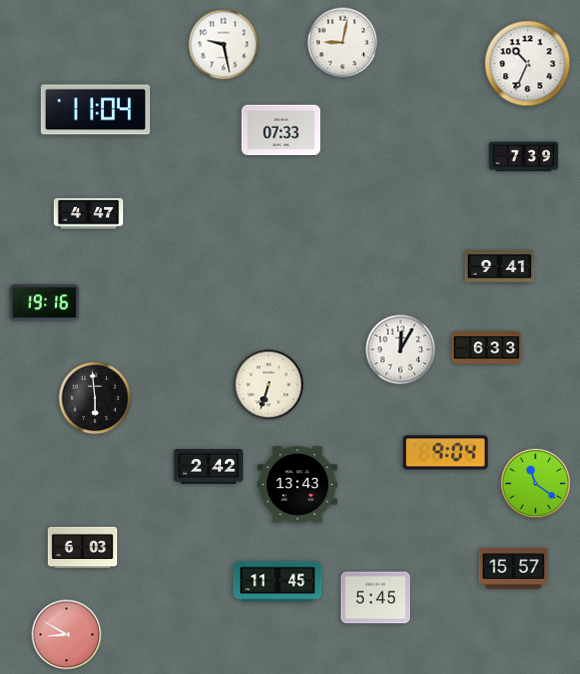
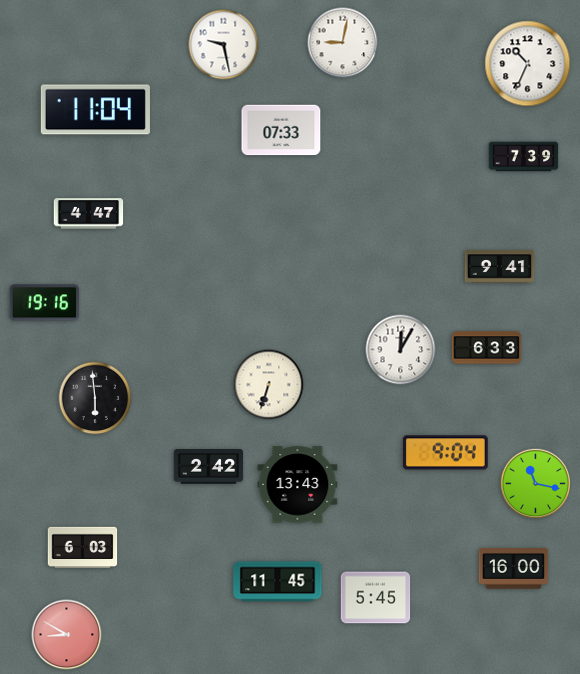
clock at (535, 483): 11:21 -> 11:17
clock at (514, 569): 15:57 -> 16:00
